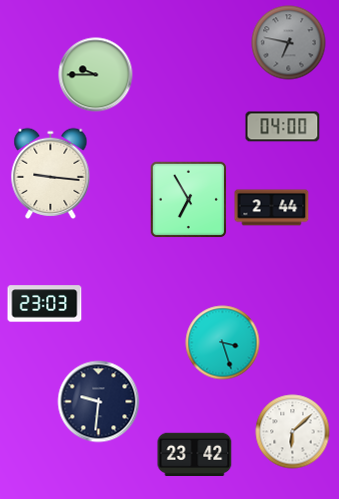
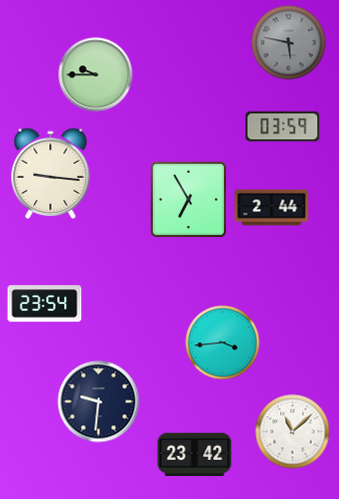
clock at (289, 43): 6:47 -> 5:47
clock at (283, 127): 04:00 -> 03:59
clock at (45, 304): 23:03 -> 23:54
clock at (223, 343): 3:27 -> 3:44
clock at (293, 432): 6:08 -> 11:08
